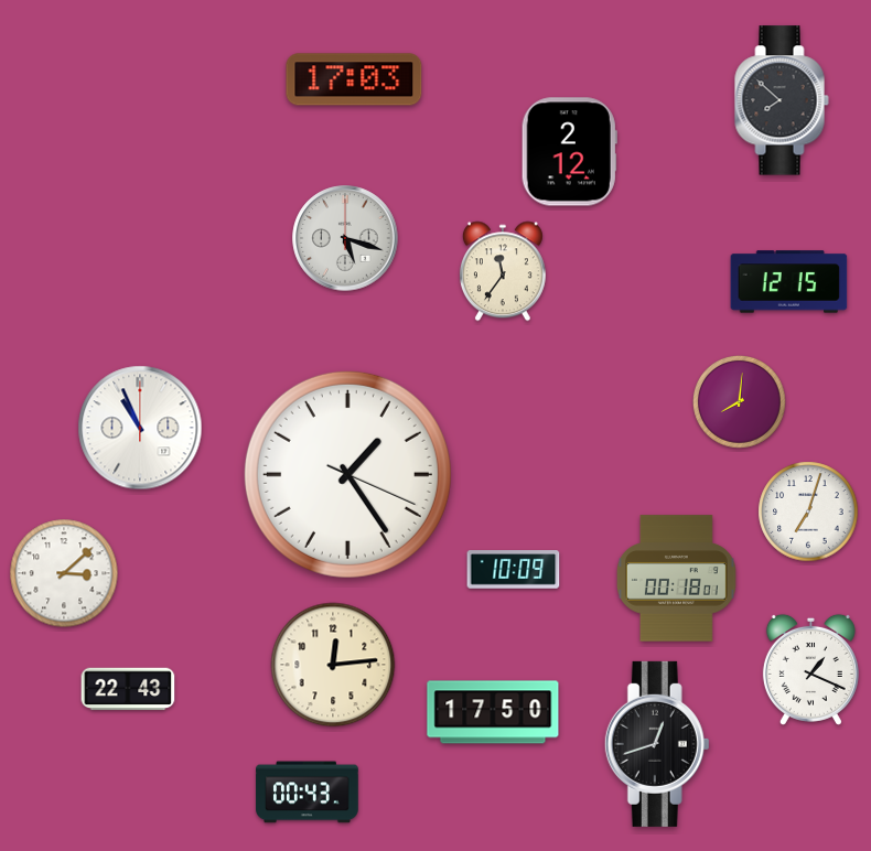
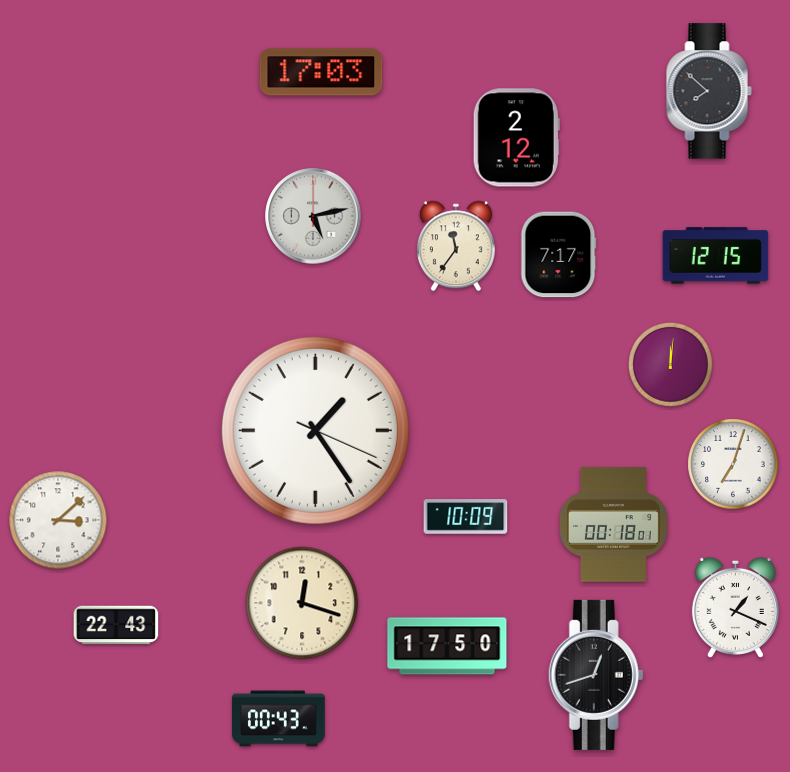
clock at (345, 238): 5:18 -> 5:13
clock at (559, 255): none -> 7:17
clock at (740, 402): 8:01 -> 12:01
clock at (140, 428): 10:56 -> none
clock at (333, 665): 12:14 -> 12:18
